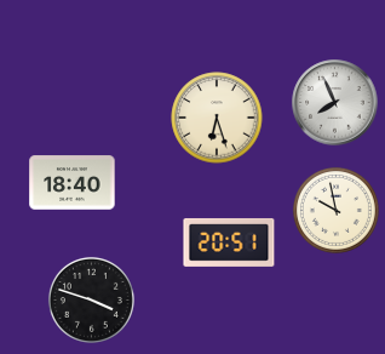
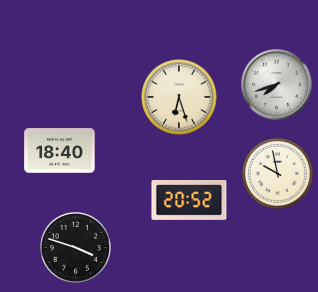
clock at (335, 103): 7:56 -> 7:42
clock at (229, 242): 20:51 -> 20:52
